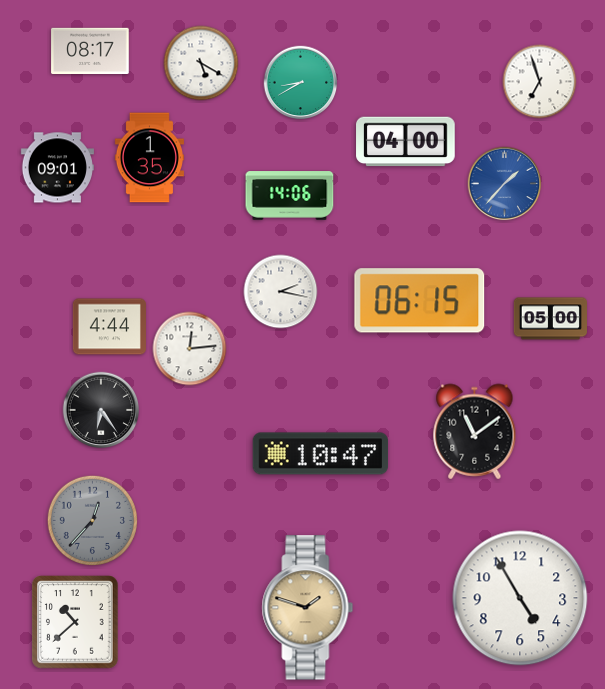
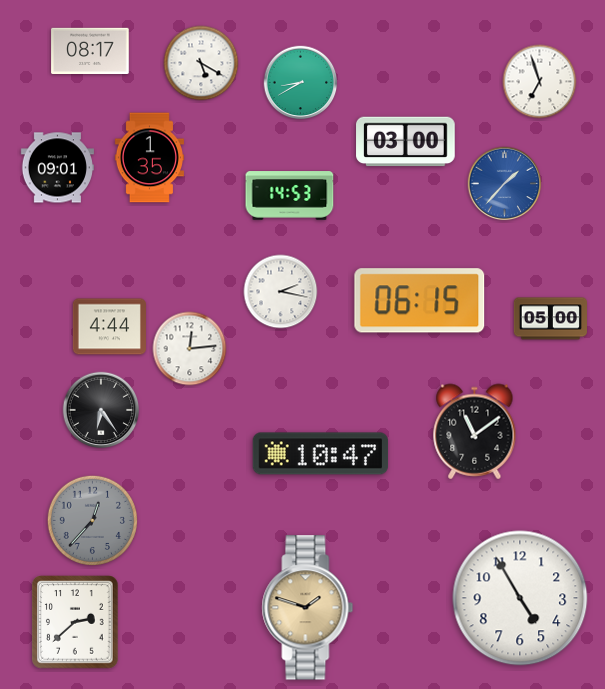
clock at (406, 142): 04:00 -> 03:00
clock at (290, 196): 14:06 -> 14:53
clock at (75, 622): 10:38 -> 2:38
